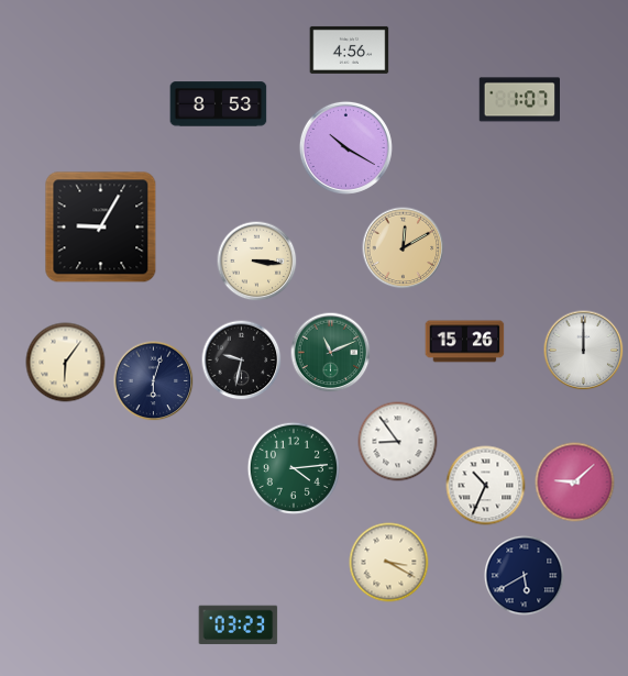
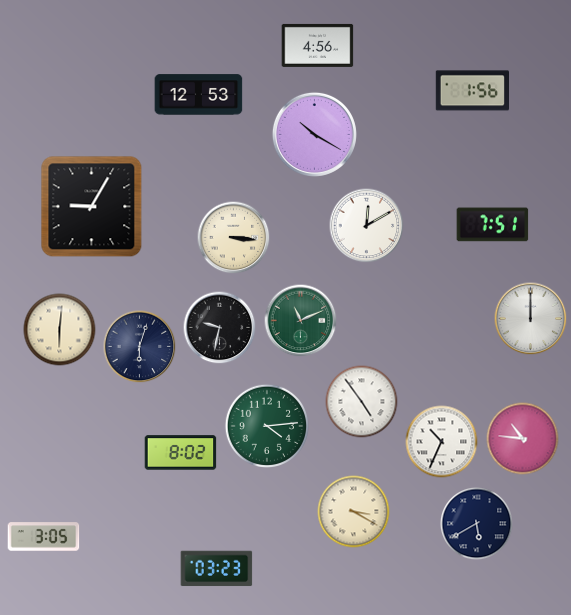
clock at (519, 100): 1:07 -> 1:56
clock at (219, 104): 8:53 -> 12:53
clock at (493, 225): none -> 7:51
clock at (404, 248) dial: champagne -> white
clock at (465, 342): 15:26 -> none
clock at (66, 363): 6:06 -> 6:01
clock at (398, 442): 8:54 -> 4:54
clock at (575, 483): 9:08 -> 10:46
clock at (181, 453): none -> 8:02
clock at (44, 537): none -> 3:05
